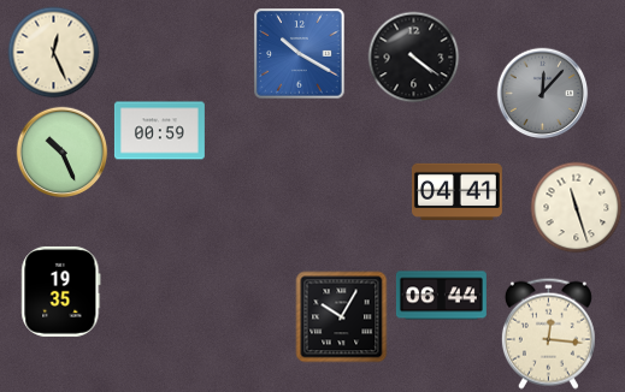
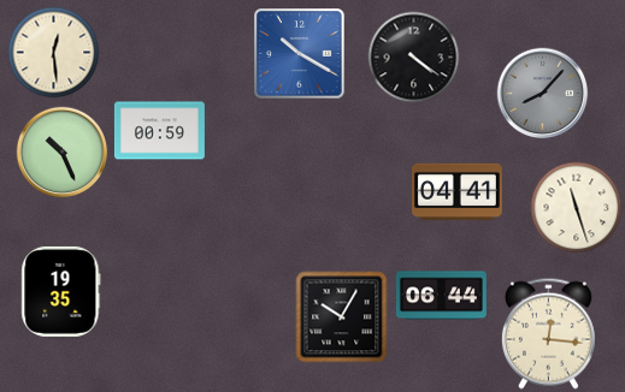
clock at (54, 53): 12:26 -> 12:29
clock at (543, 94): 12:07 -> 8:07
